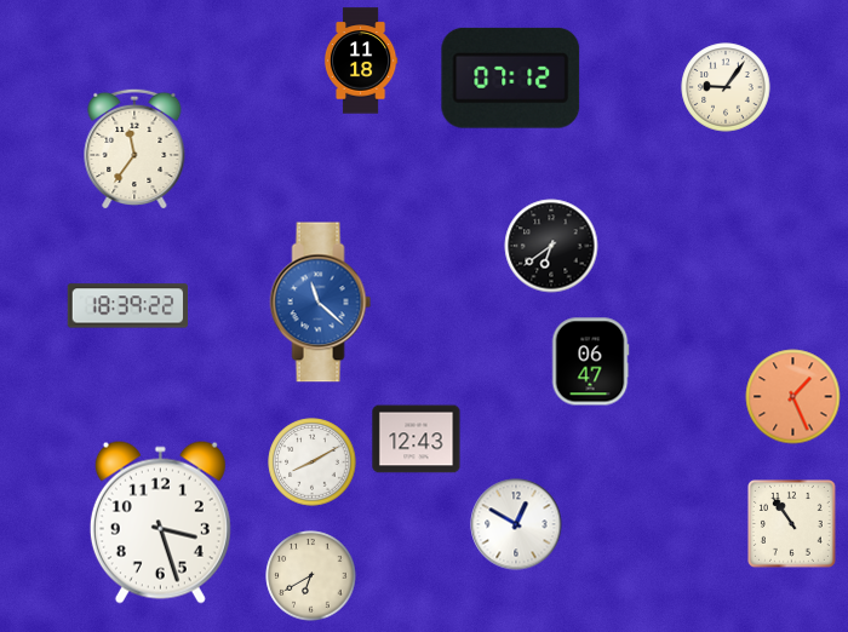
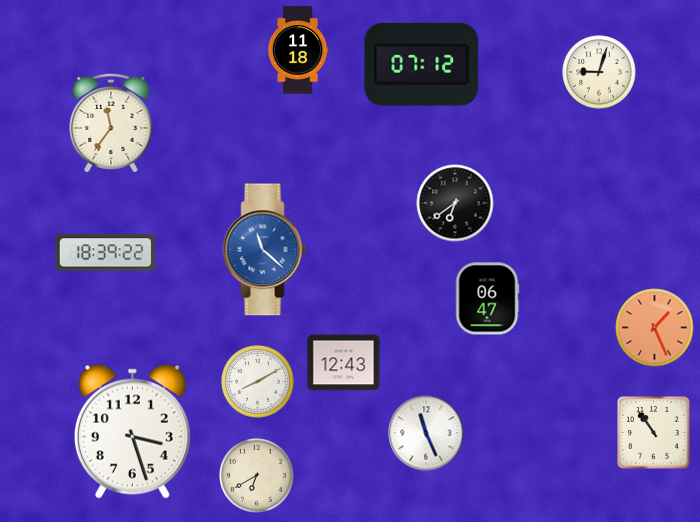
clock at (726, 87): 9:06 -> 9:03
clock at (516, 524): 12:50 -> 11:26
